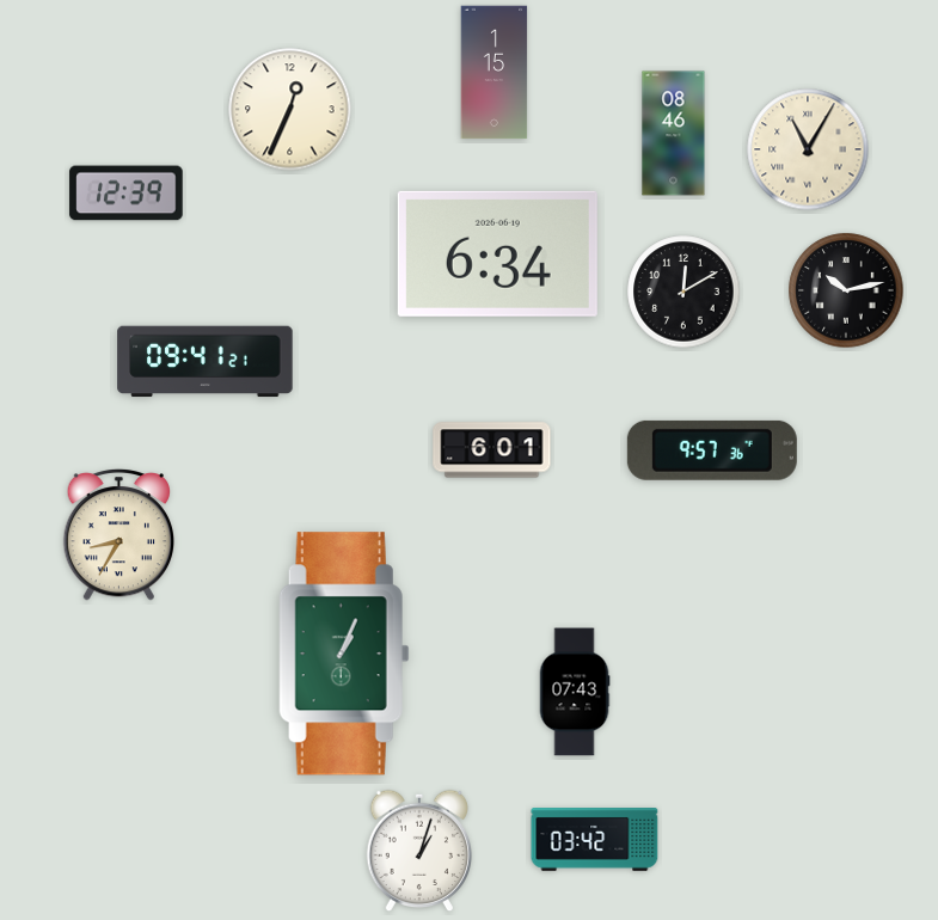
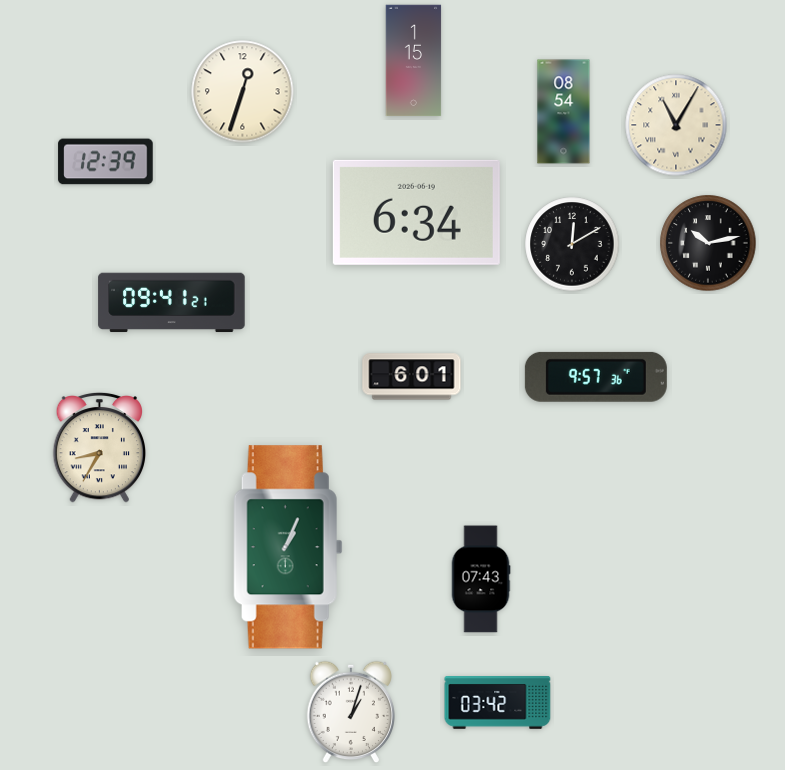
clock at (290, 110): 12:34 -> 12:33
clock at (674, 134): 08:46 -> 08:54
